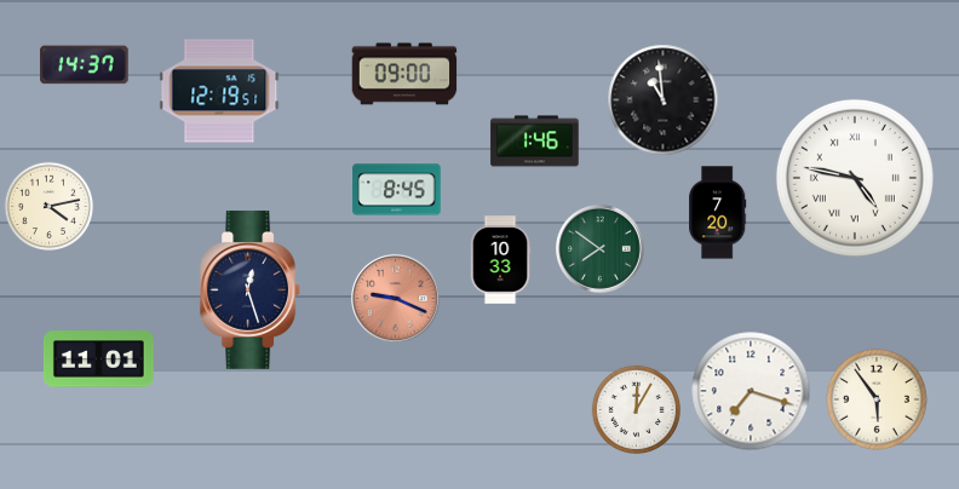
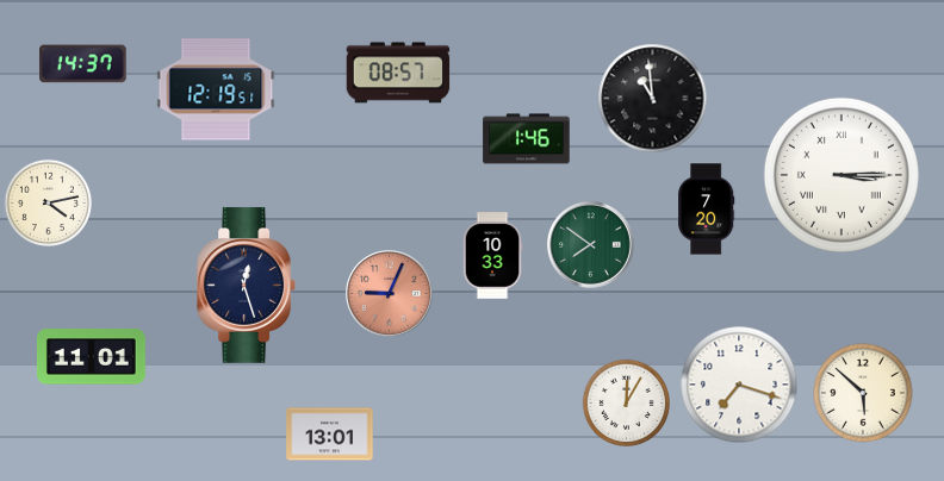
clock at (404, 74): 09:00 -> 08:57
clock at (855, 178): 4:47 -> 3:15
clock at (397, 190): 8:45 -> none
clock at (396, 299): 9:19 -> 9:04
clock at (98, 359) position: (98, 359) -> (91, 357)
clock at (878, 401): 5:54 -> 5:52
clock at (330, 435): none -> 13:01
